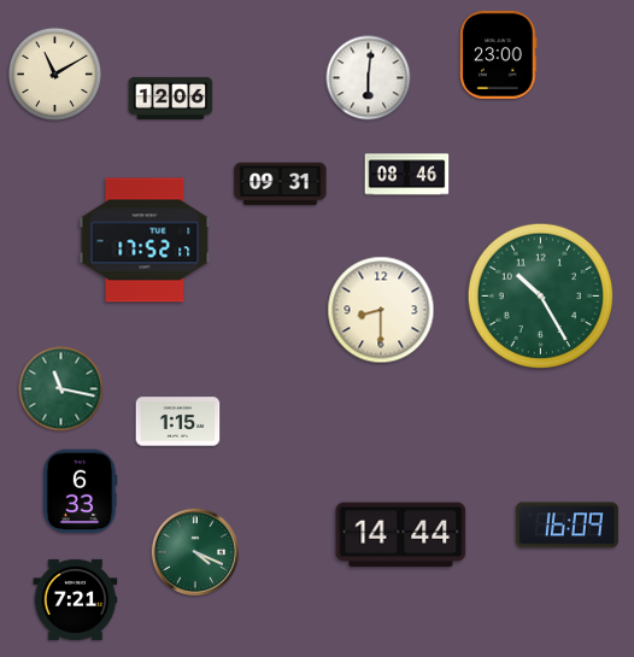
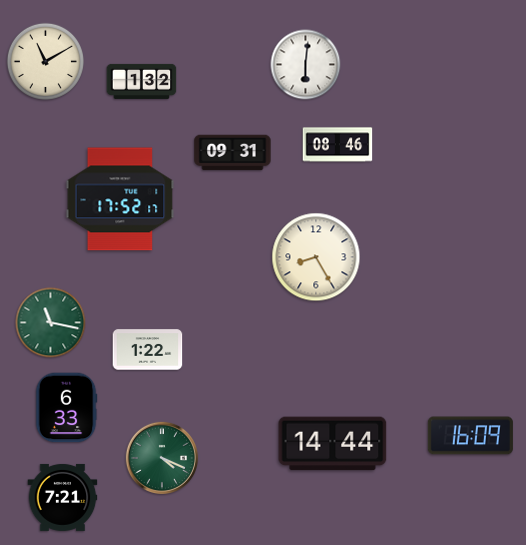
clock at (499, 54): 23:00 -> none
clock at (171, 98): 12:06 -> 1:32
clock at (540, 295): 10:25 -> none
clock at (381, 310): 8:30 -> 8:25
clock at (178, 422): 1:15 -> 1:22
